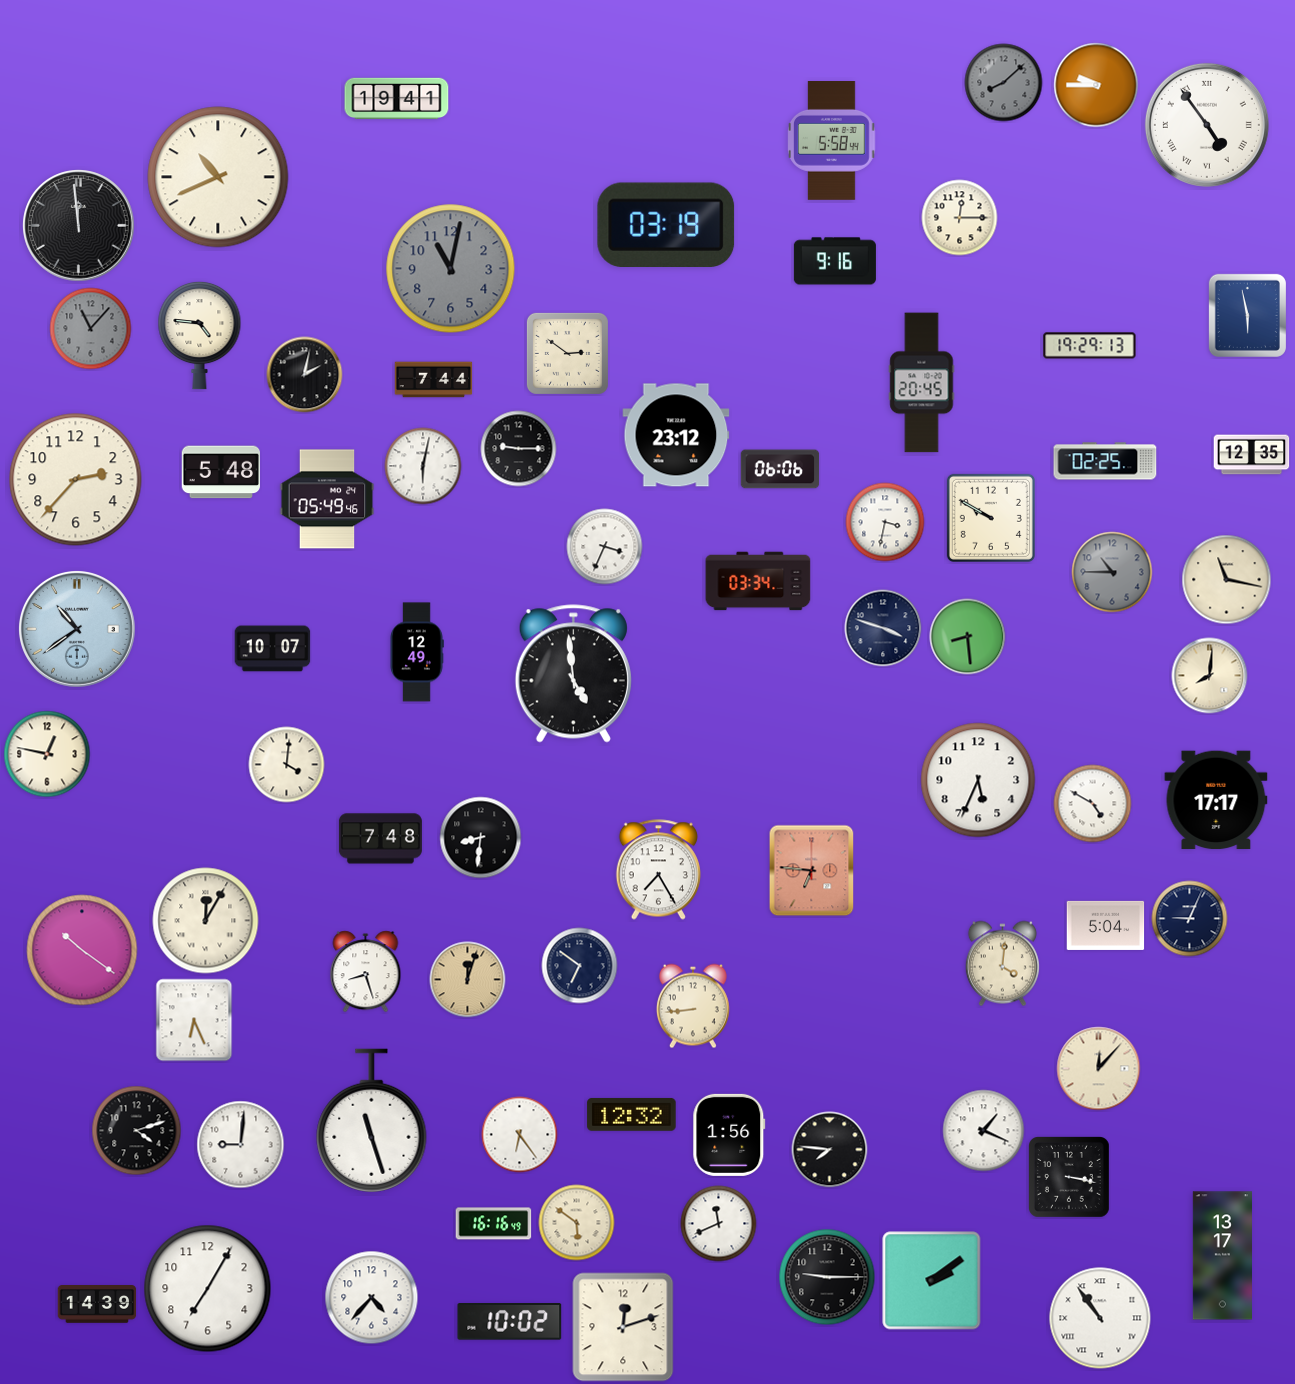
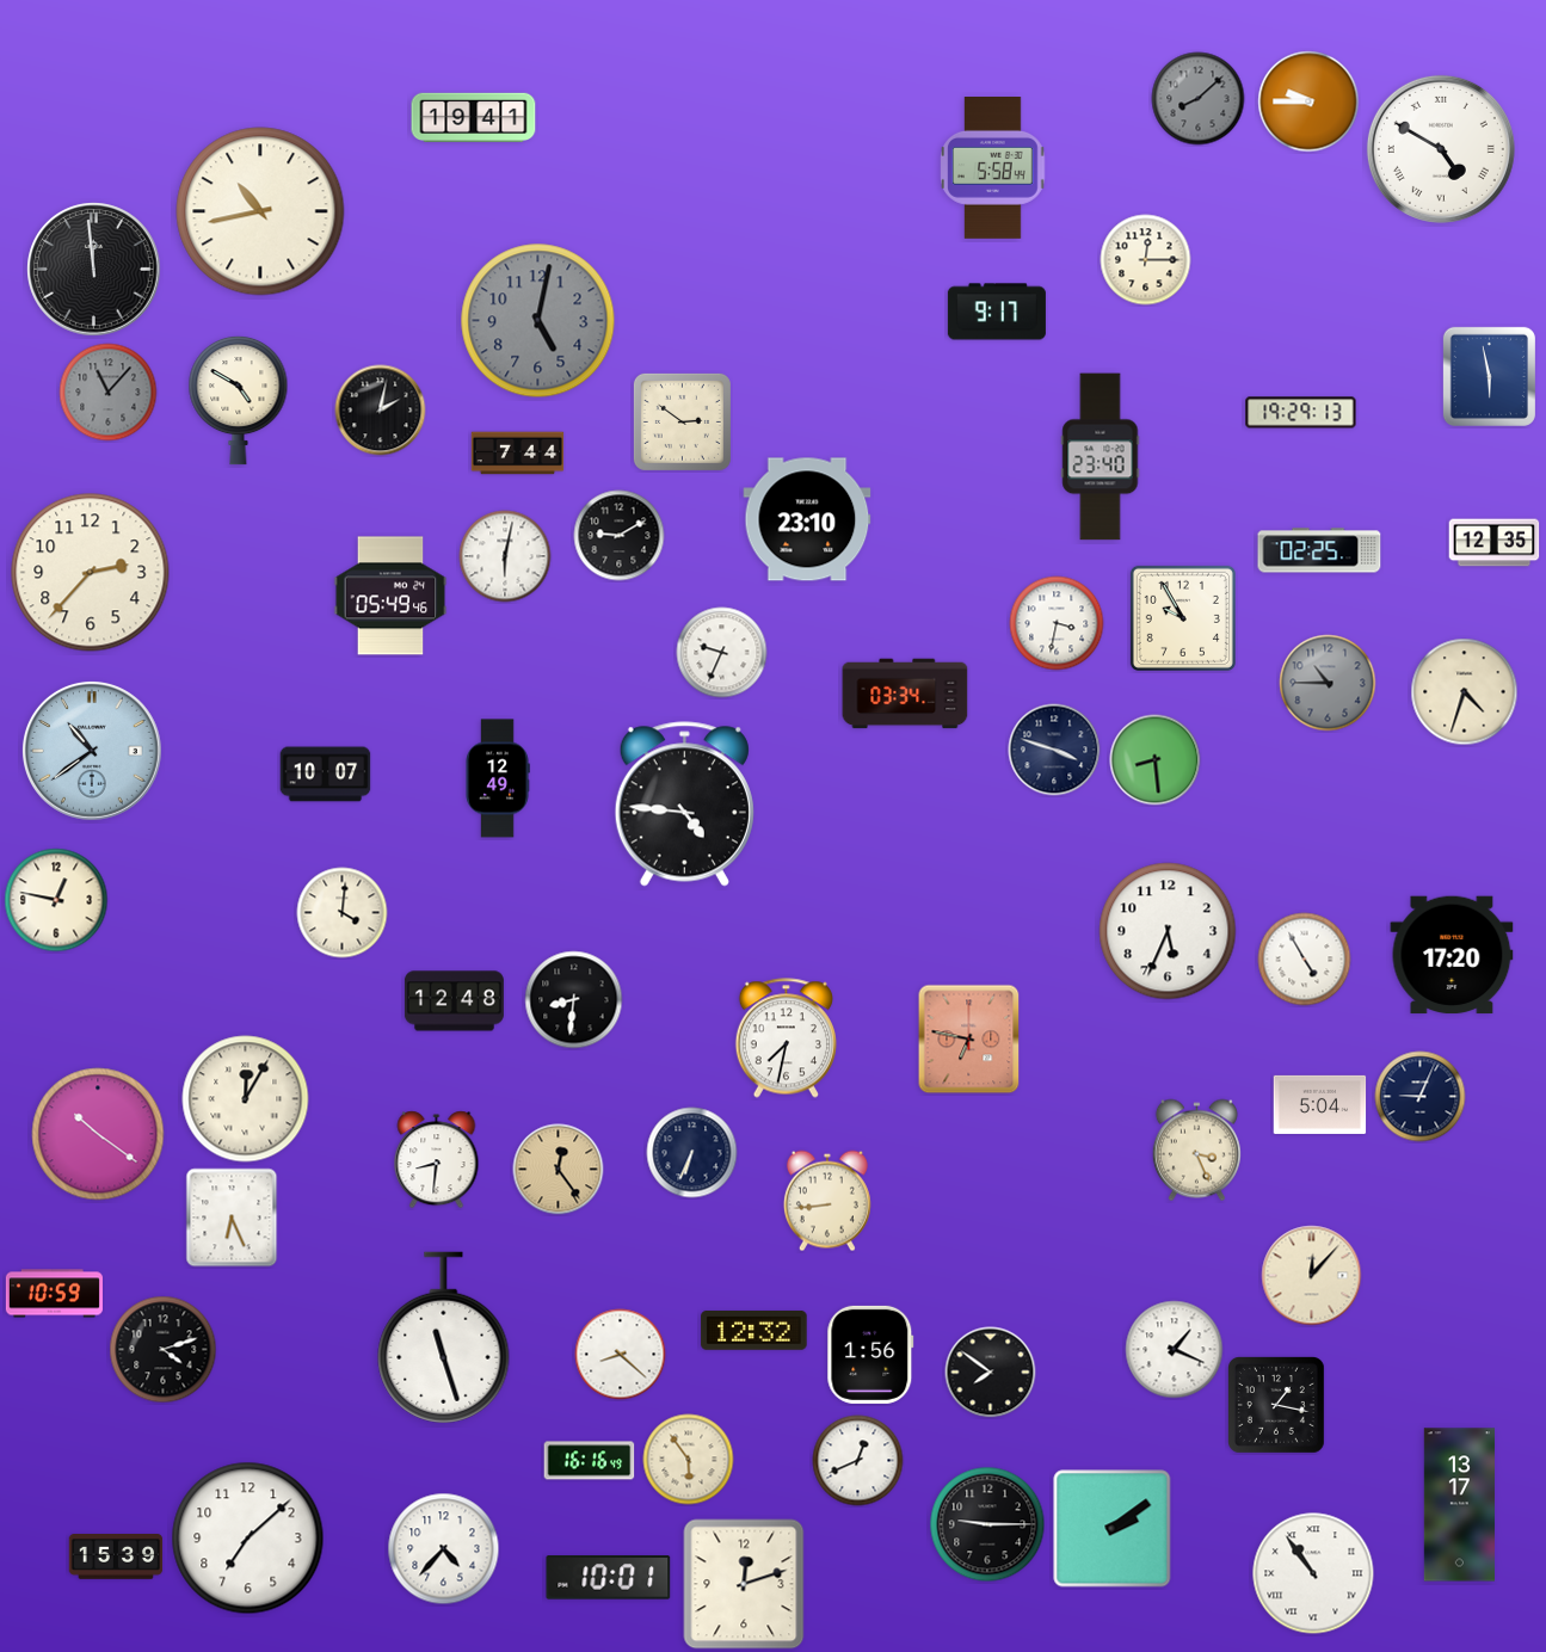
clock at (1207, 125): 4:54 -> 4:50
clock at (218, 177): 10:41 -> 10:43
clock at (666, 224): 03:19 -> none
clock at (835, 261): 9:16 -> 9:17
clock at (451, 269): 11:02 -> 5:02
clock at (200, 335): 4:46 -> 4:50
clock at (567, 353) position: (567, 353) -> (682, 421)
clock at (305, 375) position: (305, 375) -> (381, 411)
clock at (922, 383): 20:45 -> 23:40
clock at (676, 435): 23:12 -> 23:10
clock at (519, 449): 9:15 -> 9:10
clock at (780, 469): 06:06 -> none
clock at (220, 472): 5:48 -> none
clock at (991, 518): 9:50 -> 9:55
clock at (605, 547): 3:34 -> 9:34
clock at (1227, 580): 11:17 -> 4:33
clock at (573, 674): 4:59 -> 4:46
clock at (1210, 676): 8:01 -> none
clock at (1216, 800): 17:17 -> 17:20
clock at (1093, 804): 4:50 -> 4:55
clock at (380, 839): 7:48 -> 12:48
clock at (658, 870): 7:25 -> 7:32
clock at (812, 871): 6:46 -> 6:47
clock at (1002, 964): 4:01 -> 3:26
clock at (580, 966): 6:51 -> 6:34
clock at (366, 972): 8:27 -> 8:31
clock at (468, 980): 12:03 -> 12:24
clock at (54, 1294): none -> 10:59
clock at (520, 1135): 6:24 -> 8:22
clock at (241, 1145): 9:01 -> none
clock at (830, 1150): 7:46 -> 7:51
clock at (1070, 1178): 3:17 -> 1:17
clock at (577, 1223): 5:51 -> 5:54
clock at (719, 1224): 11:41 -> 12:41
clock at (1222, 1256) position: (1222, 1256) -> (1459, 1505)
clock at (208, 1289): 7:05 -> 7:08
clock at (97, 1305): 14:39 -> 15:39
clock at (510, 1322): 10:02 -> 10:01
